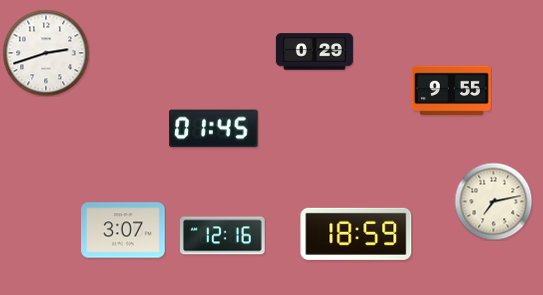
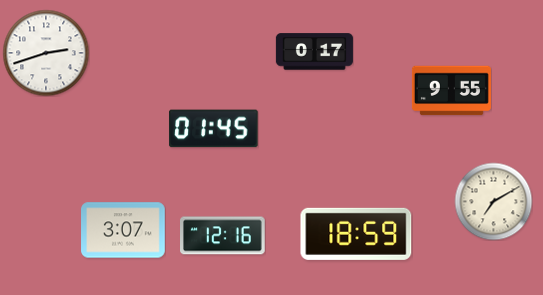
clock at (314, 52): 0:29 -> 0:17
clock at (493, 201): 7:13 -> 7:10
